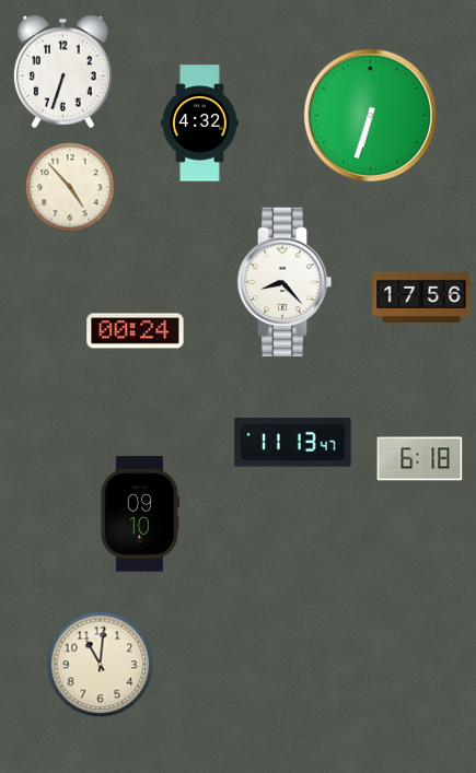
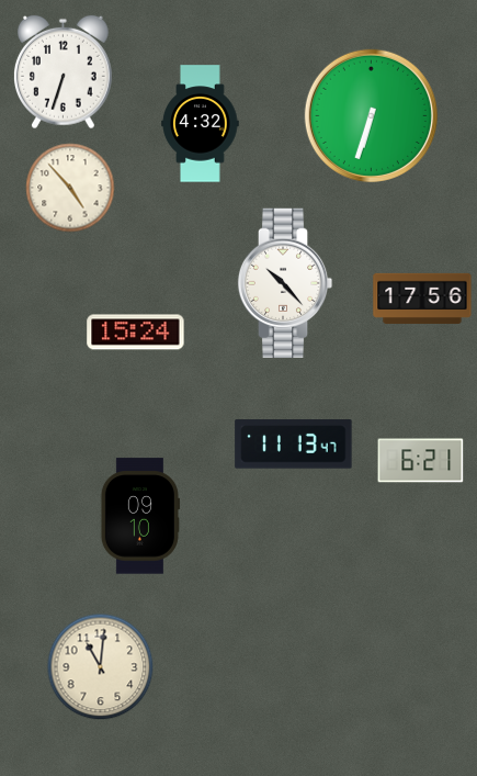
clock at (285, 281): 8:23 -> 10:23
clock at (136, 331): 00:24 -> 15:24
clock at (420, 459): 6:18 -> 6:21
